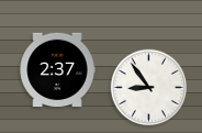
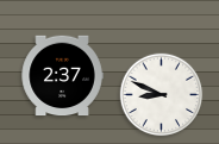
clock at (149, 88): 8:54 -> 8:49
